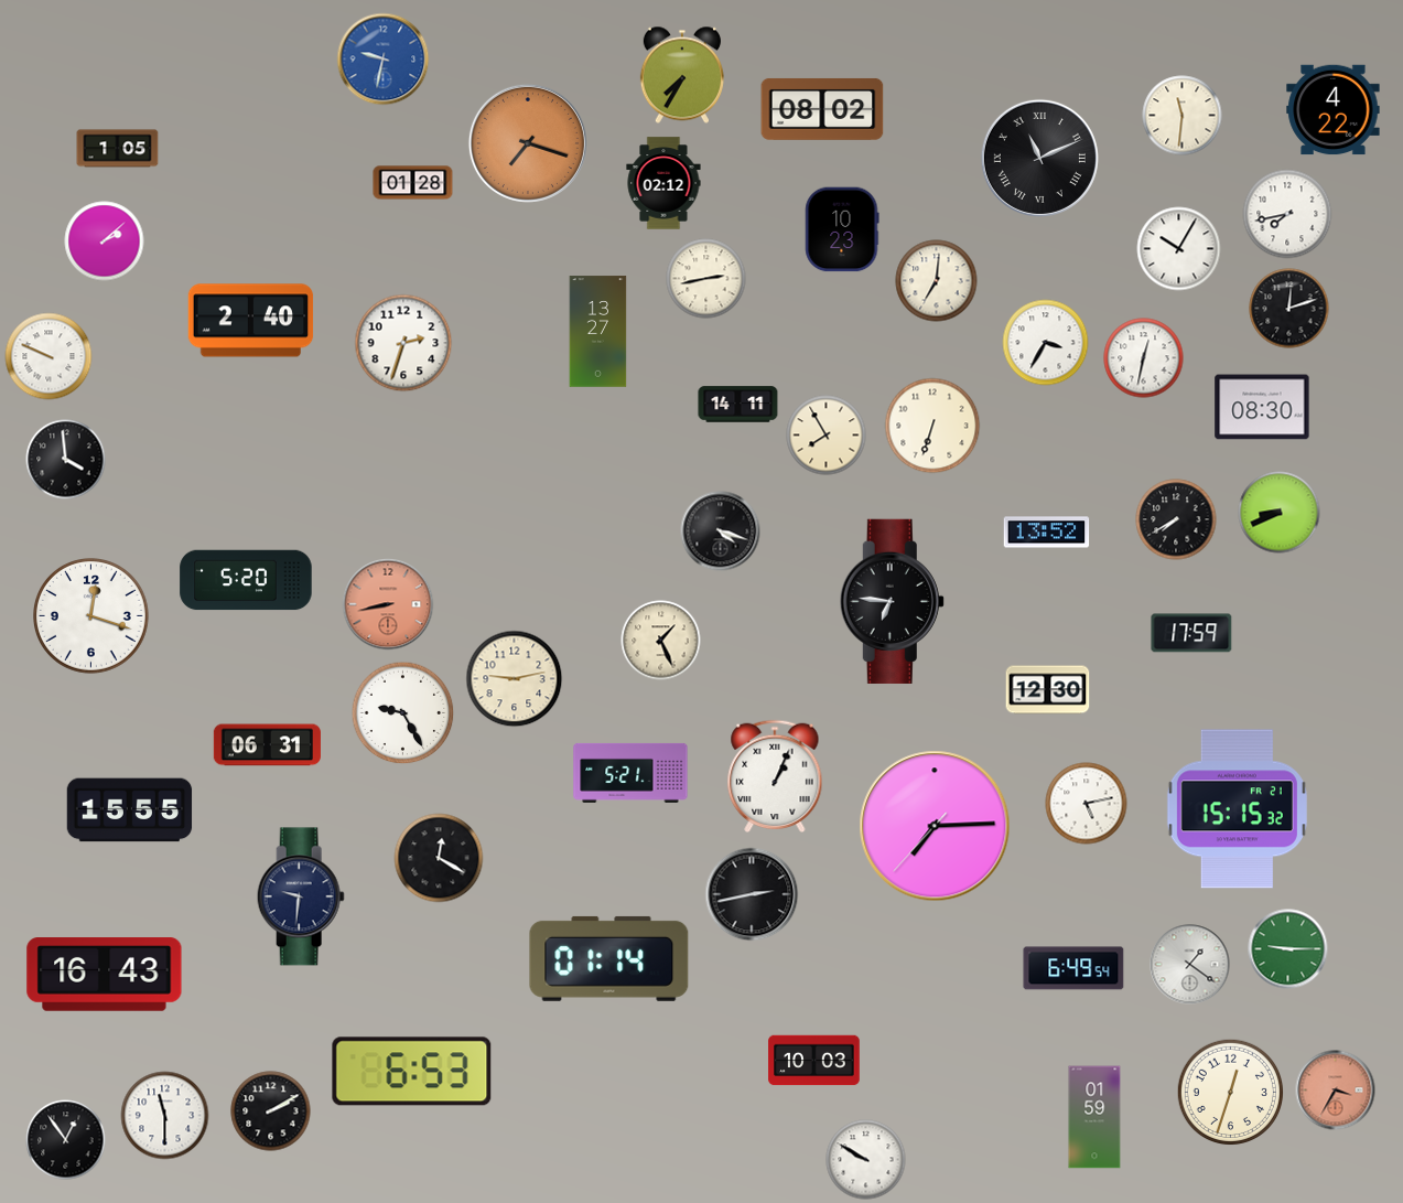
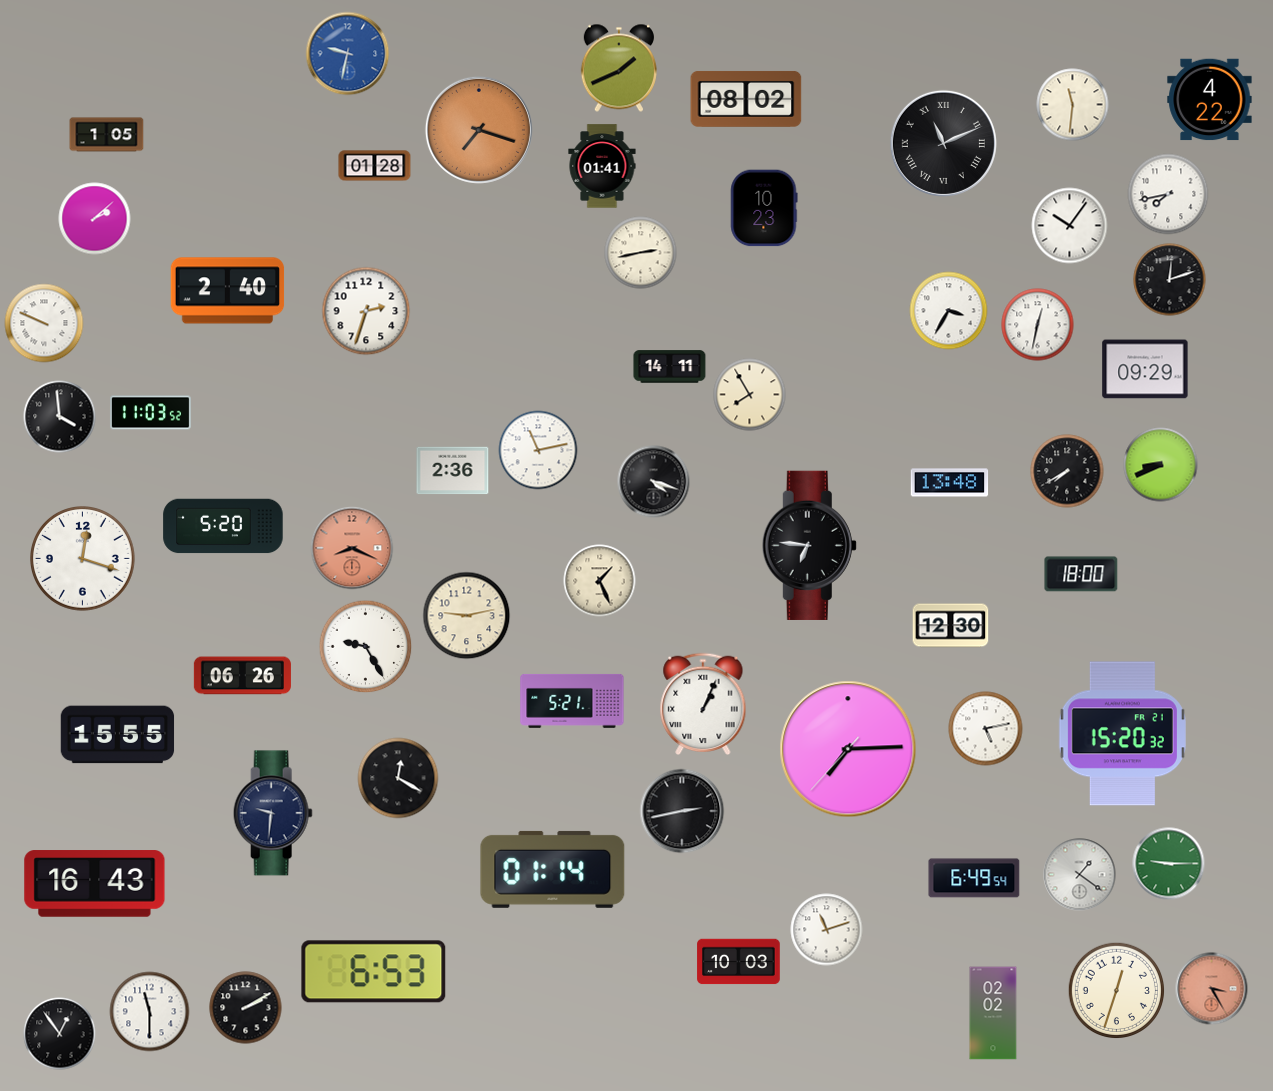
clock at (682, 75): 7:35 -> 1:41
clock at (663, 183): 02:12 -> 01:41
clock at (1179, 249): 10:05 -> 10:06
clock at (937, 281): 7:01 -> none
clock at (598, 332): 13:27 -> none
clock at (1262, 407): 08:30 -> 09:29
clock at (932, 426): 6:33 -> none
clock at (150, 413): none -> 11:03
clock at (538, 450): none -> 11:13
clock at (453, 471): none -> 2:36
clock at (1047, 533): 13:52 -> 13:48
clock at (388, 604): 8:43 -> 8:19
clock at (1191, 633): 17:59 -> 18:00
clock at (267, 745): 06:31 -> 06:26
clock at (1237, 809): 15:15 -> 15:20
clock at (1288, 949) position: (1288, 949) -> (1169, 864)
clock at (827, 930): none -> 11:12
clock at (1336, 1091): 3:35 -> 3:25
clock at (1094, 1117): 01:59 -> 02:02
clock at (866, 1160): 9:50 -> none
